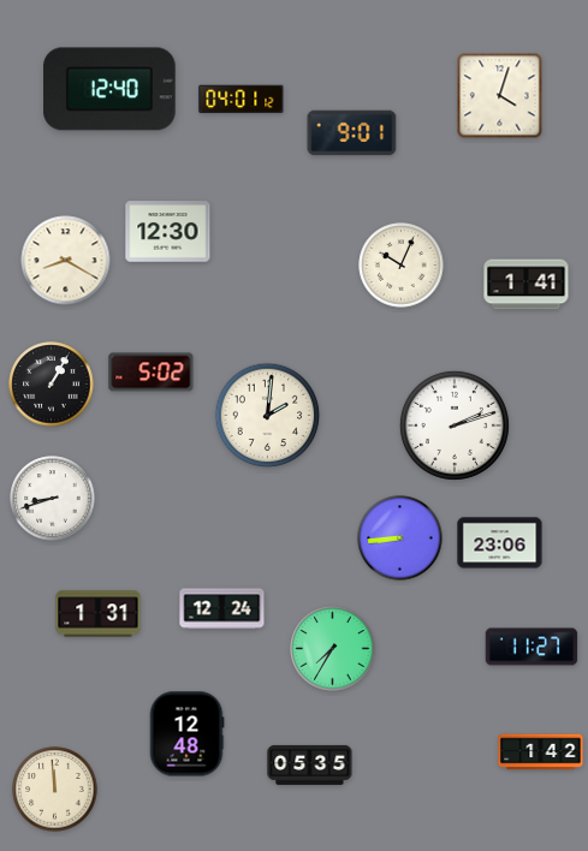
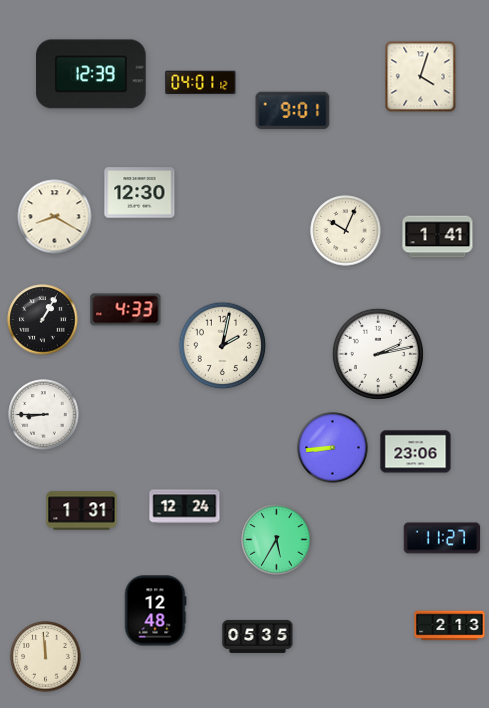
clock at (109, 89): 12:40 -> 12:39
clock at (500, 96) position: (500, 96) -> (421, 77)
clock at (402, 266) position: (402, 266) -> (346, 231)
clock at (152, 373): 5:02 -> 4:33
clock at (268, 416): 2:01 -> 2:02
clock at (455, 425): 2:12 -> 2:13
clock at (53, 499): 8:42 -> 8:45
clock at (333, 649): 7:35 -> 5:35
clock at (541, 752): 1:42 -> 2:13
